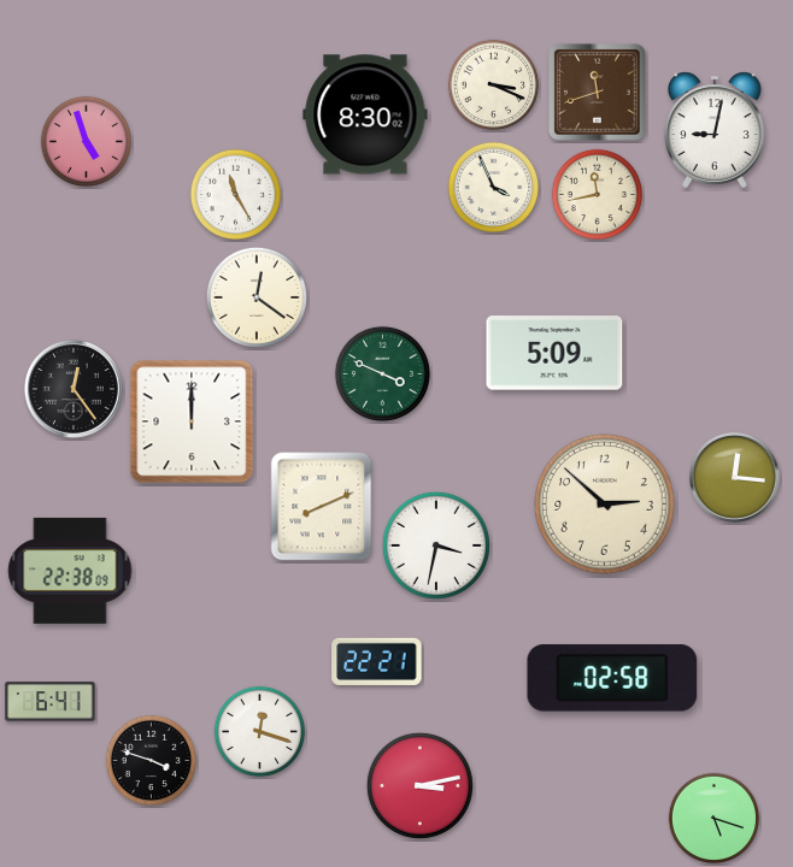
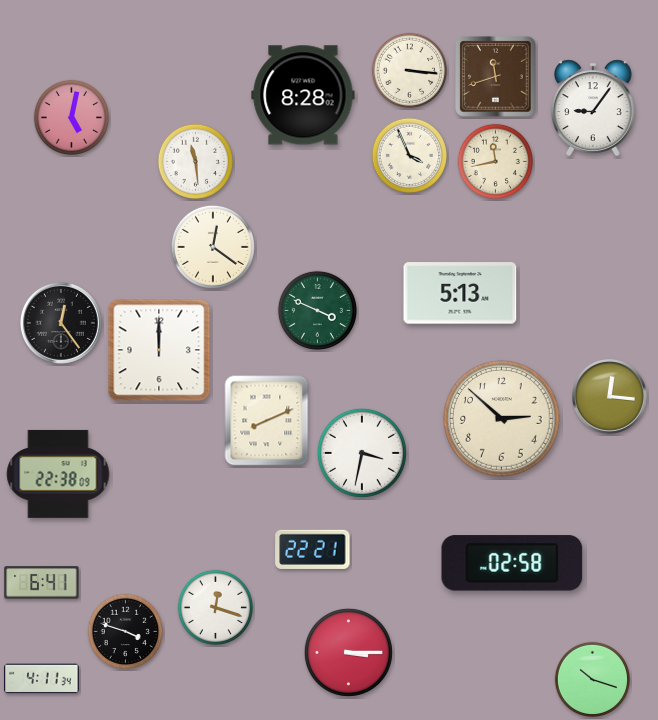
clock at (493, 84): 3:19 -> 3:16
clock at (365, 114): 8:30 -> 8:28
clock at (716, 130): 9:02 -> 9:06
clock at (86, 141): 4:57 -> 5:02
clock at (235, 194): 11:25 -> 11:29
clock at (554, 353): 5:09 -> 5:13
clock at (612, 678) position: (612, 678) -> (512, 563)
clock at (419, 785): 3:13 -> 3:15
clock at (42, 679): none -> 4:11
clock at (713, 818): 5:18 -> 10:18
